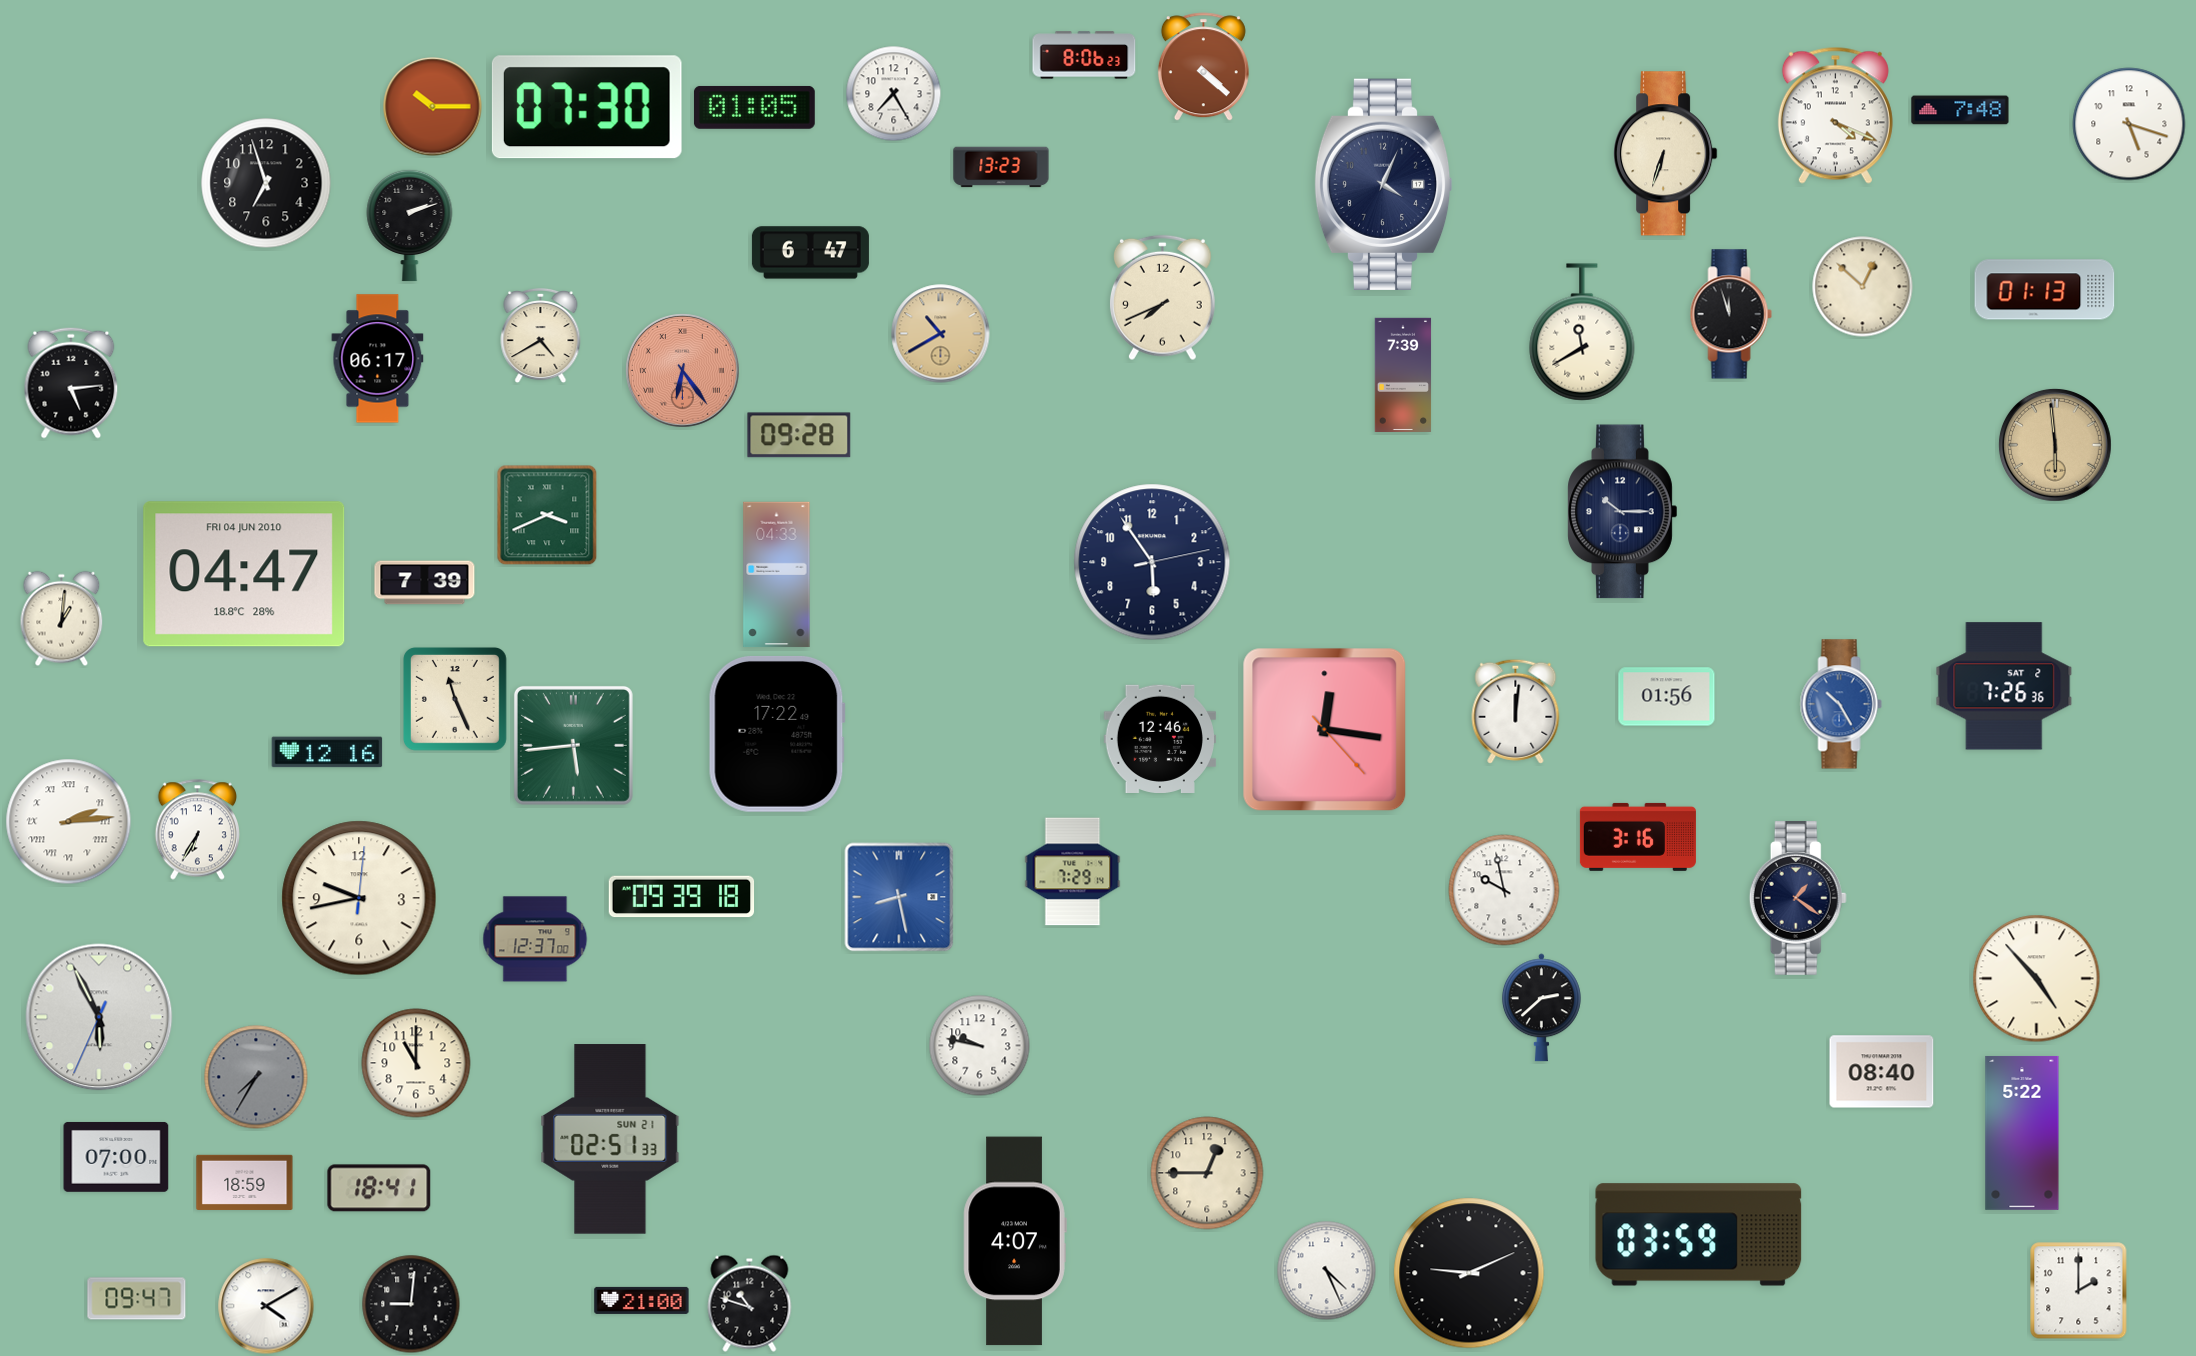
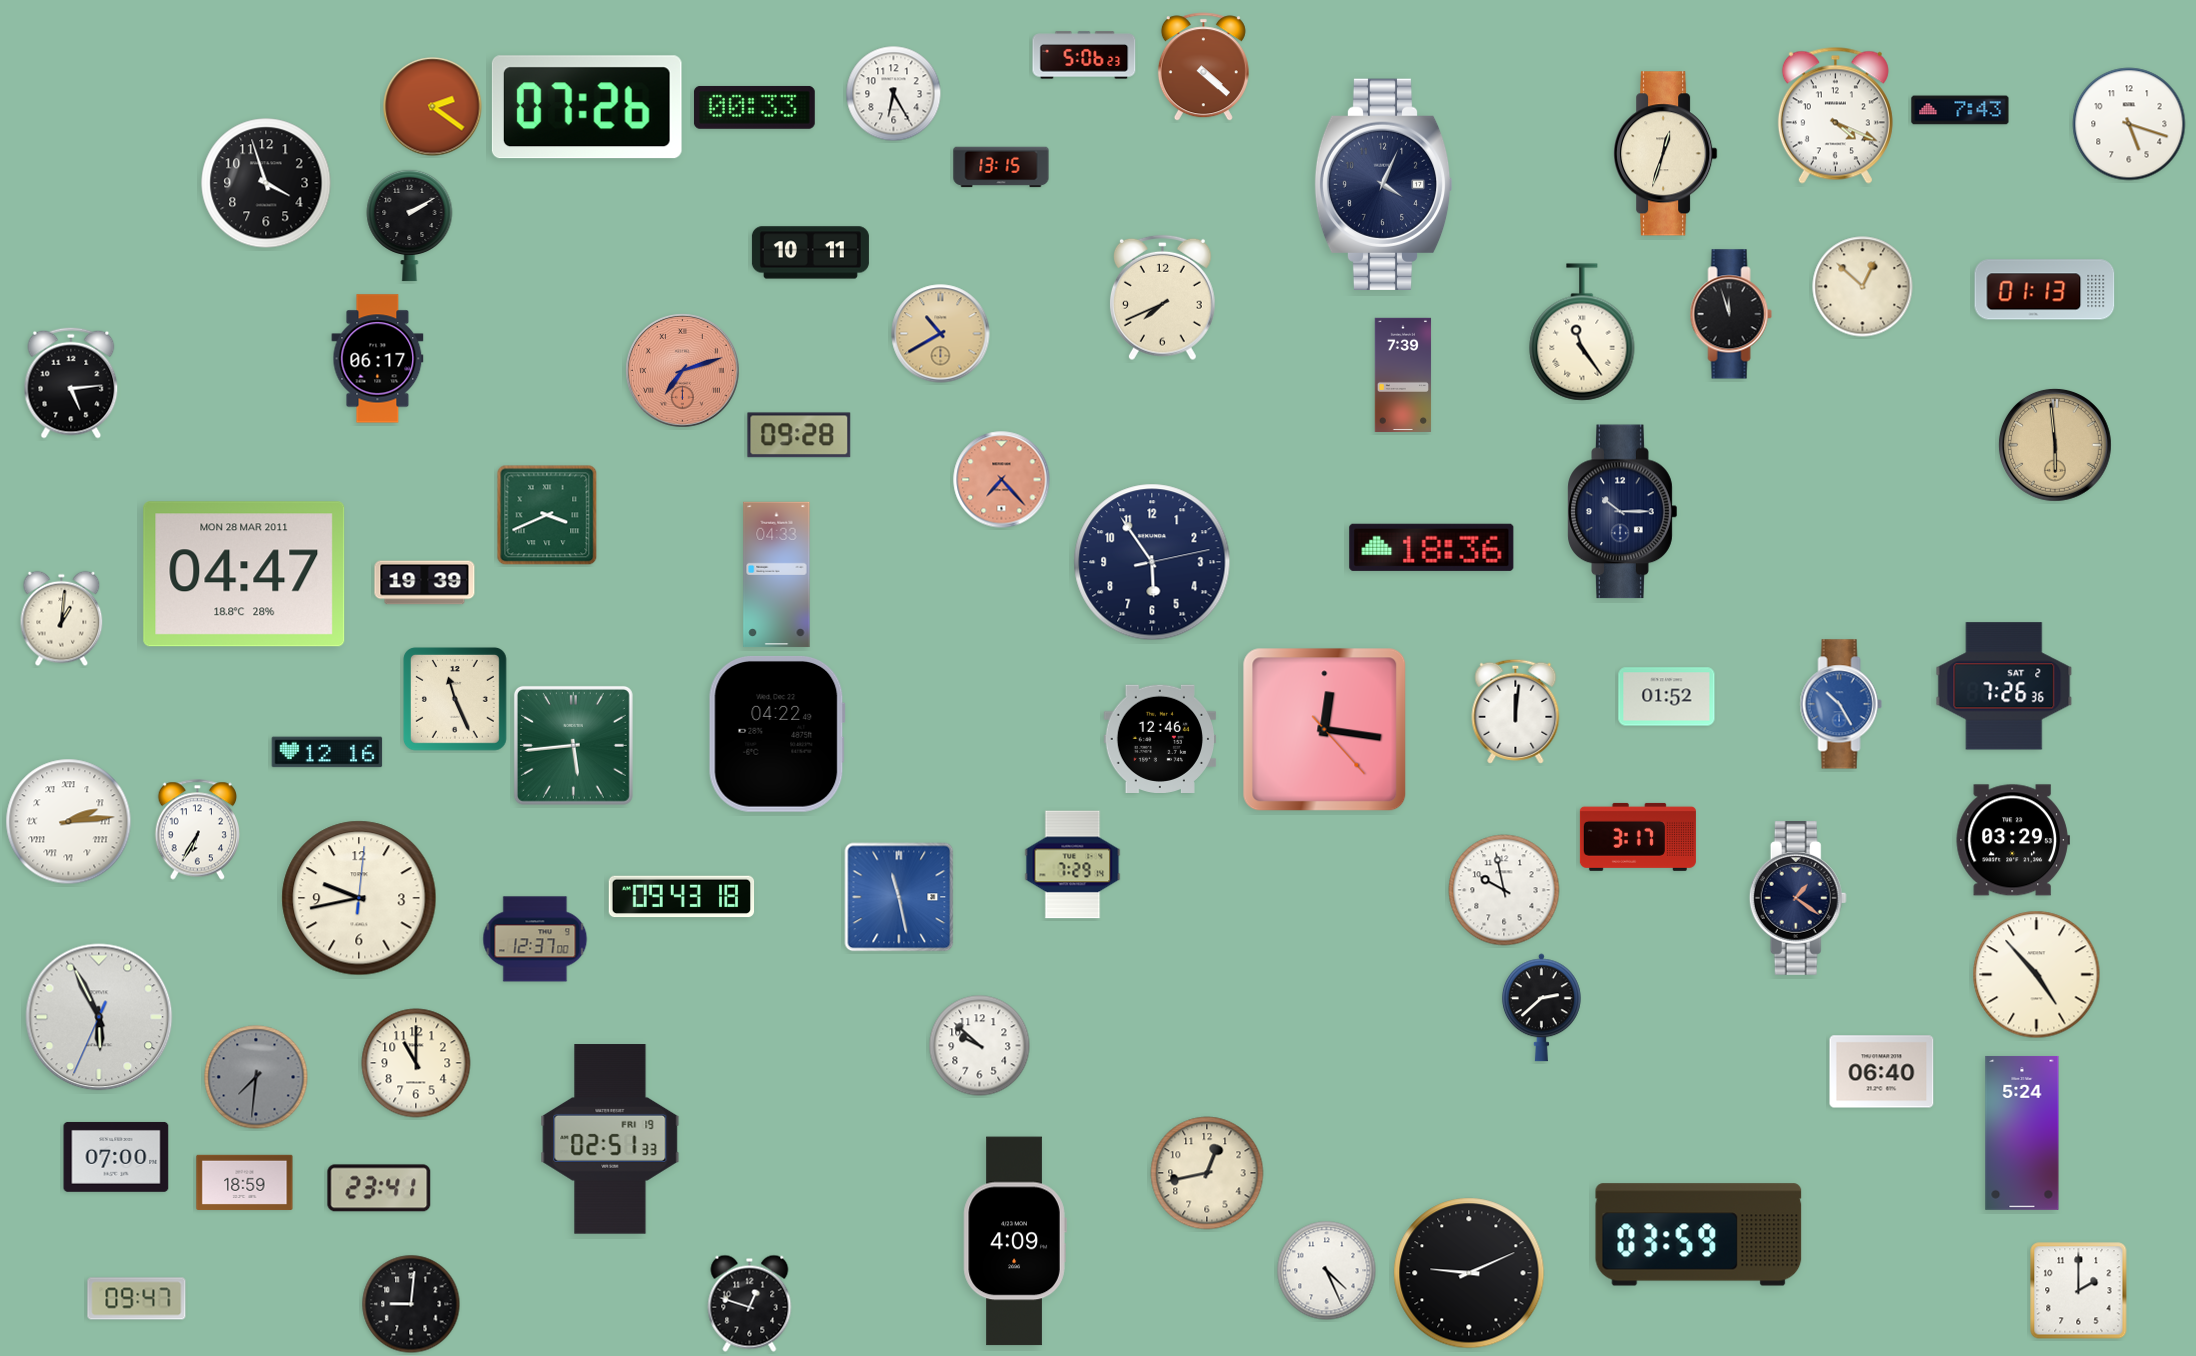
clock at (1084, 55): 8:06 -> 5:06
clock at (894, 94): 7:25 -> 6:25
clock at (433, 107): 10:15 -> 2:21
clock at (587, 107): 07:30 -> 07:26
clock at (754, 107): 01:05 -> 00:33
clock at (1960, 110): 7:48 -> 7:43
clock at (1666, 154): 6:33 -> 12:33
clock at (1001, 167): 13:23 -> 13:15
clock at (266, 183): 6:57 -> 3:57
clock at (410, 225): 2:12 -> 2:10
clock at (810, 253): 6:47 -> 10:11
clock at (1582, 332): 11:40 -> 11:24
clock at (541, 336): 4:40 -> none
clock at (682, 370): 6:24 -> 7:12
clock at (1002, 480): none -> 7:23
clock at (1432, 547): none -> 18:36
clock at (244, 574) date: FRI 04 JUN 2010 -> MON 28 MAR 2011
clock at (425, 583): 7:39 -> 19:39
clock at (1667, 697): 01:56 -> 01:52
clock at (777, 734): 17:22 -> 04:22
clock at (1638, 837): 3:16 -> 3:17
clock at (2013, 840): none -> 03:29
clock at (1073, 872) position: (1073, 872) -> (1073, 865)
clock at (682, 897): 09:39 -> 09:43
clock at (899, 897): 8:28 -> 11:28
clock at (2037, 979) position: (2037, 979) -> (2037, 975)
clock at (980, 1046): 9:47 -> 9:52
clock at (1882, 1072): 08:40 -> 06:40
clock at (256, 1077): 7:35 -> 7:31
clock at (2022, 1133): 5:22 -> 5:24
clock at (610, 1139) date: SUN 21 -> FRI 19
clock at (1207, 1173): 12:45 -> 12:43
clock at (379, 1188): 18:41 -> 23:41
clock at (1015, 1241): 4:07 -> 4:09
clock at (642, 1300): 21:00 -> none
clock at (750, 1303): 10:48 -> 12:48
clock at (266, 1306): 4:10 -> none
